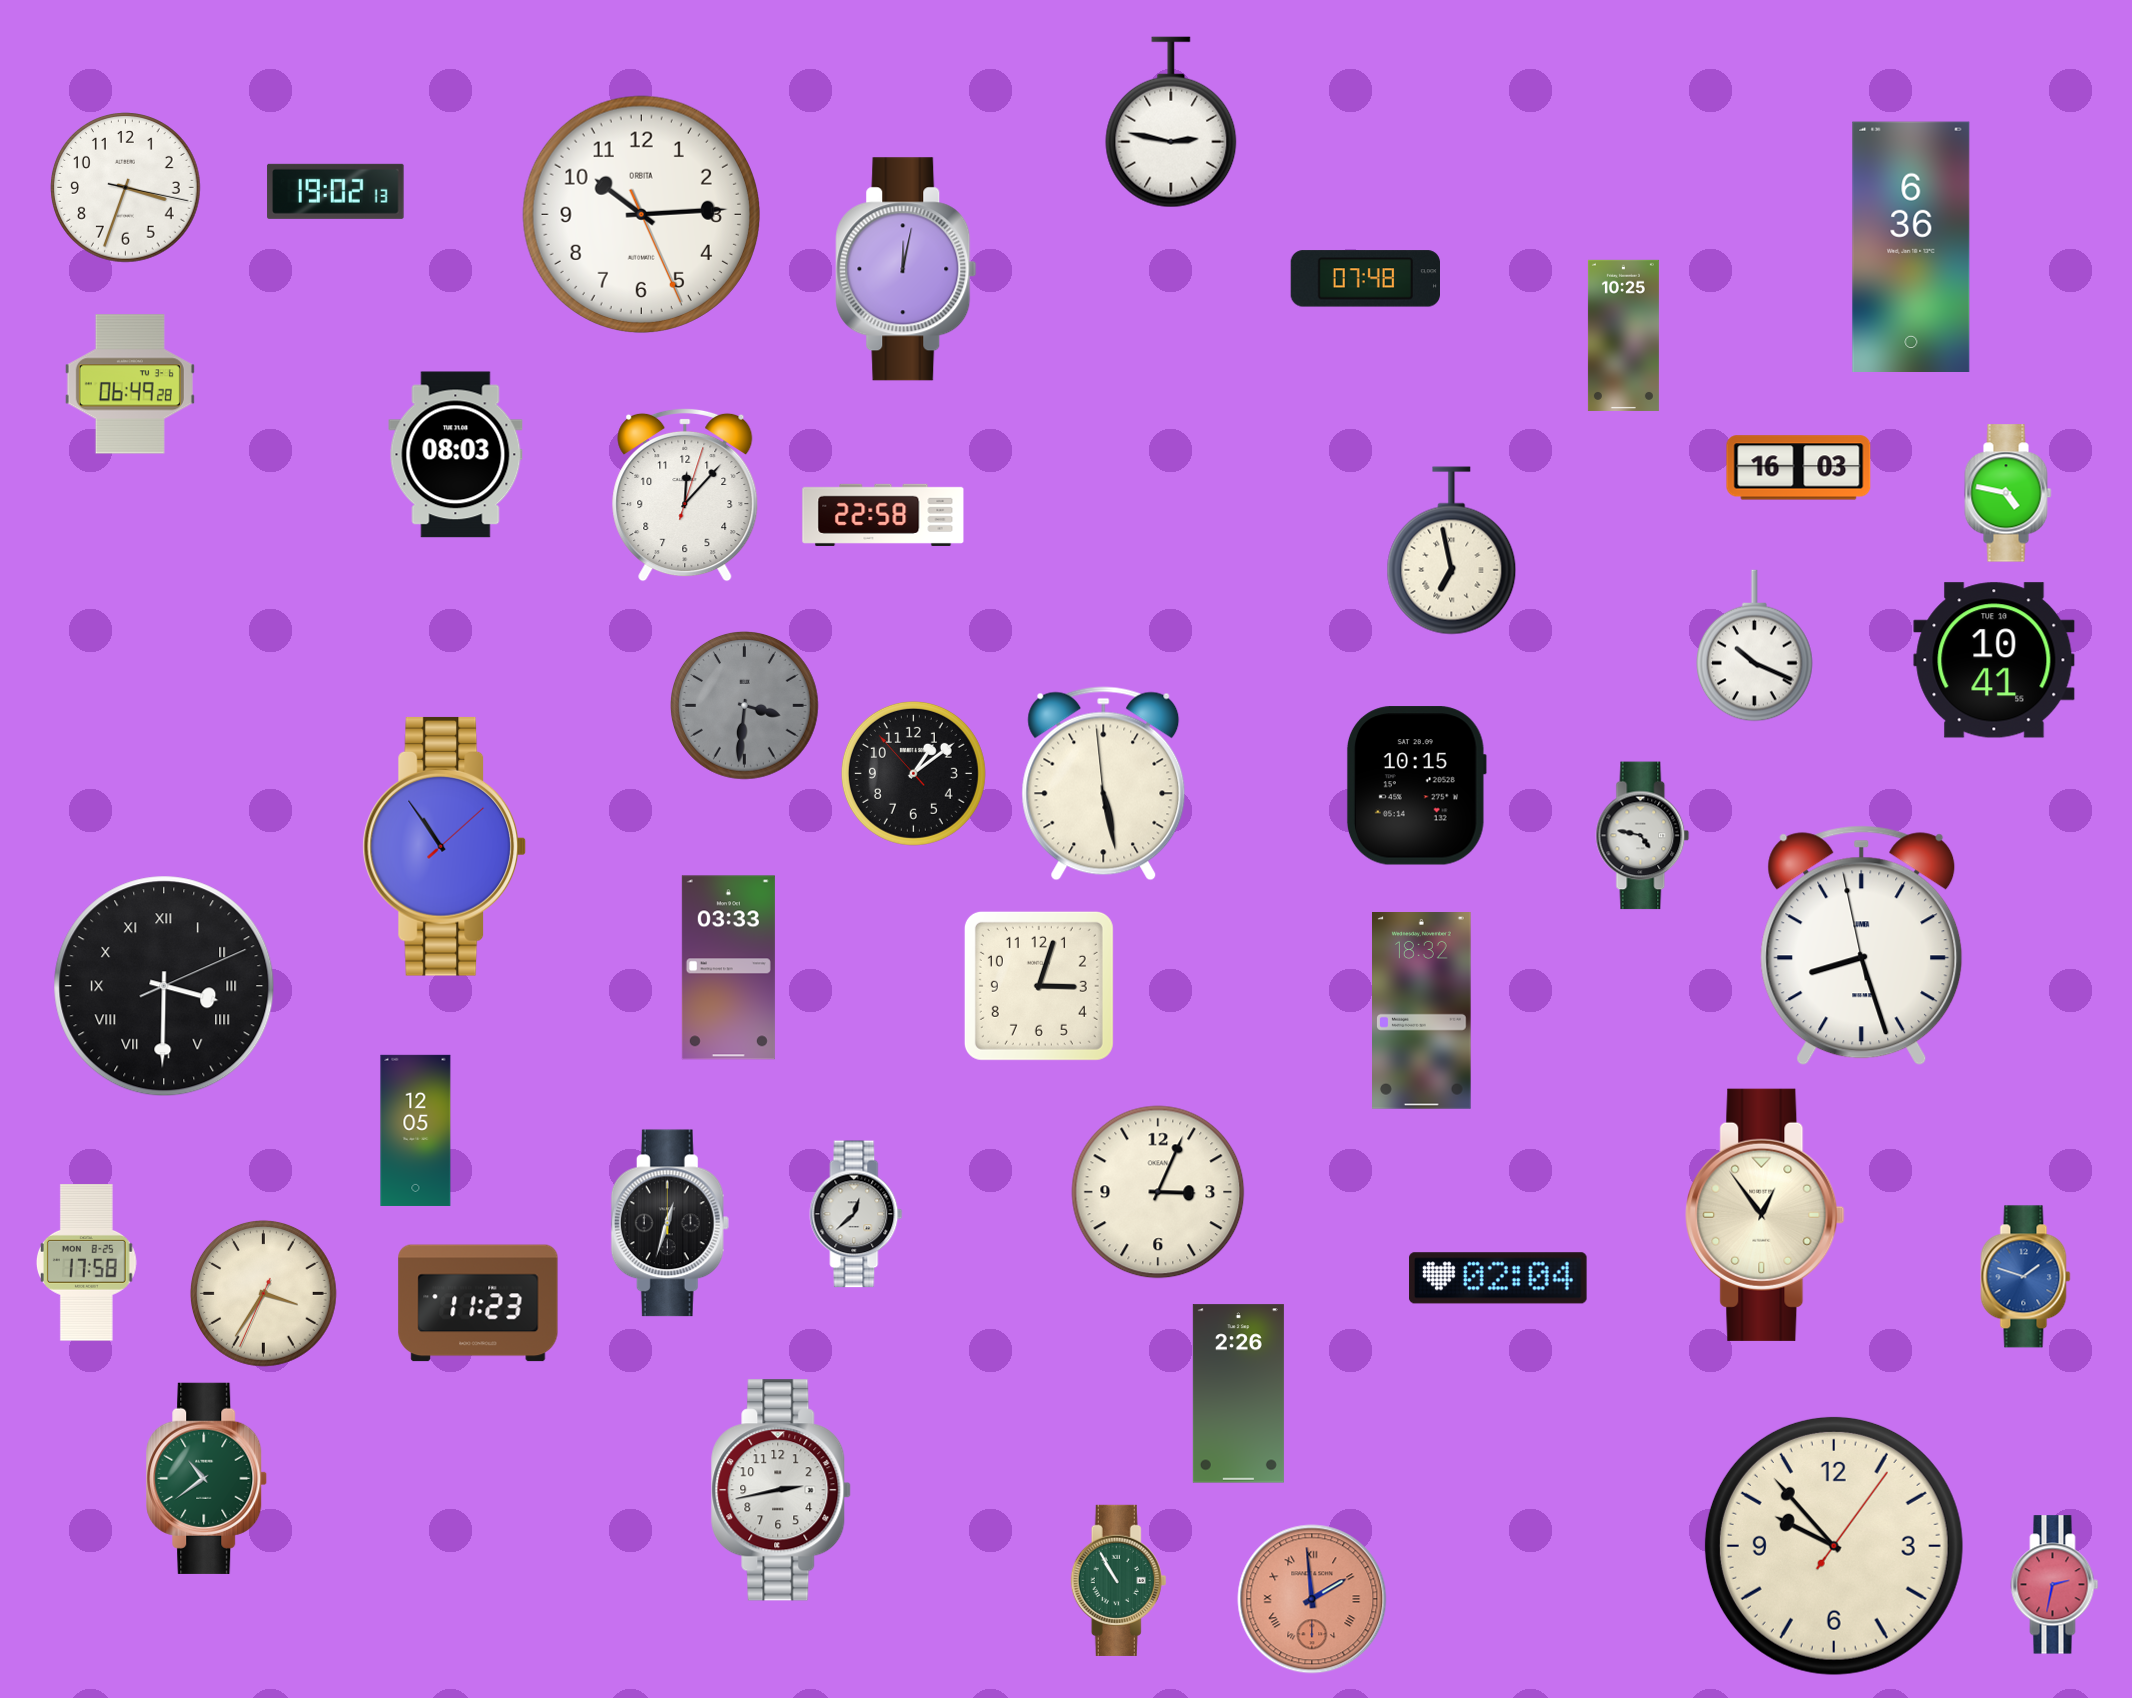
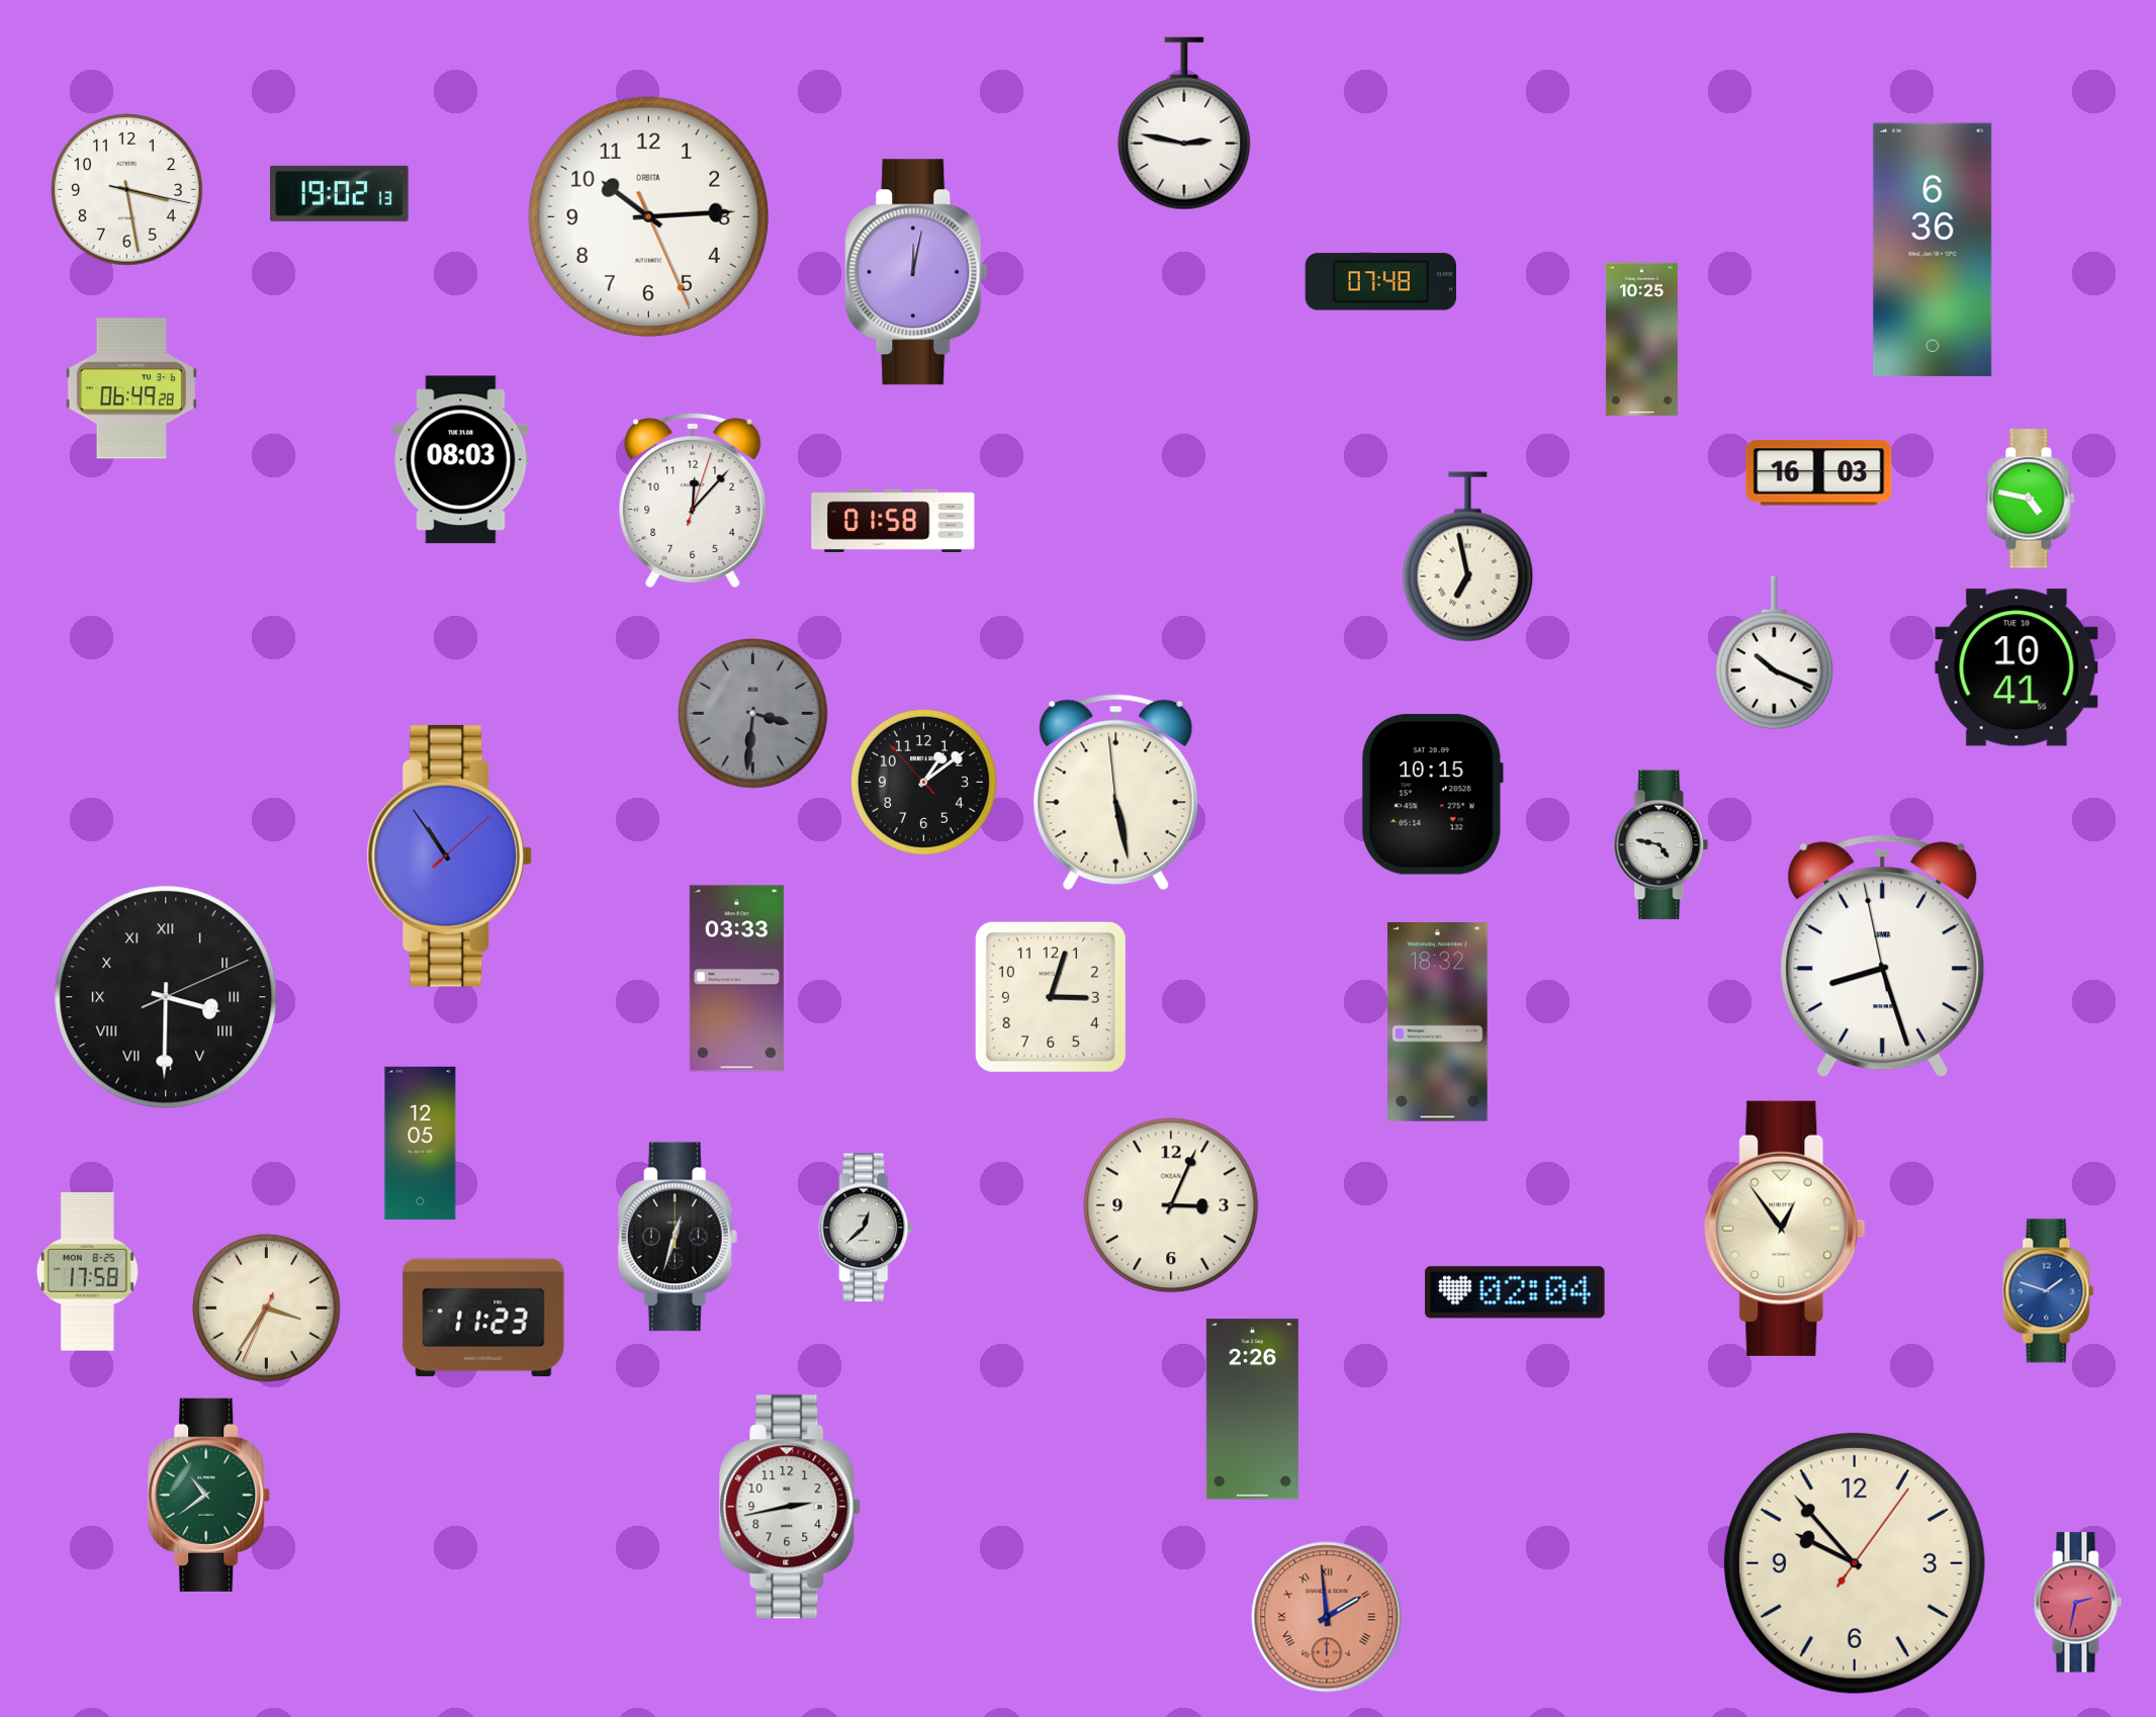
clock at (126, 188): 3:33 -> 3:28
clock at (883, 515): 22:58 -> 01:58
clock at (86, 1263) position: (86, 1263) -> (87, 1272)
clock at (1119, 1580): 10:55 -> none
